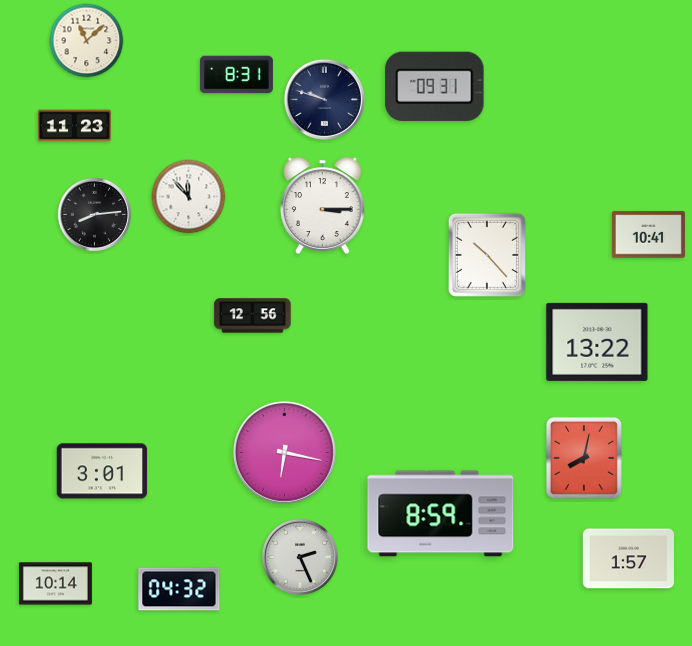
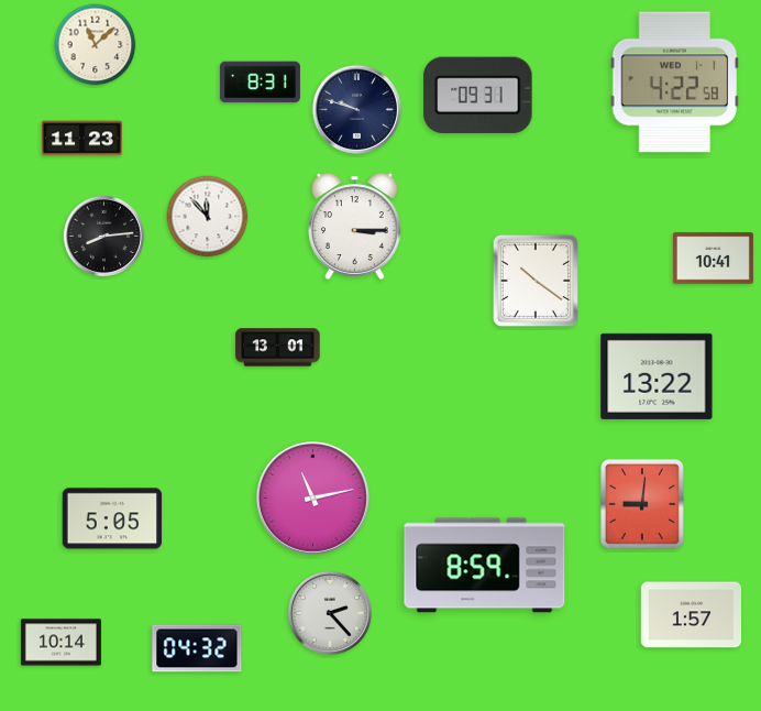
clock at (674, 83): none -> 4:22
clock at (487, 255): 10:23 -> 10:21
clock at (253, 316): 12:56 -> 13:01
clock at (284, 452): 6:17 -> 11:13
clock at (584, 458): 8:02 -> 9:01
clock at (102, 471): 3:01 -> 5:05
clock at (300, 557): 2:26 -> 2:23
